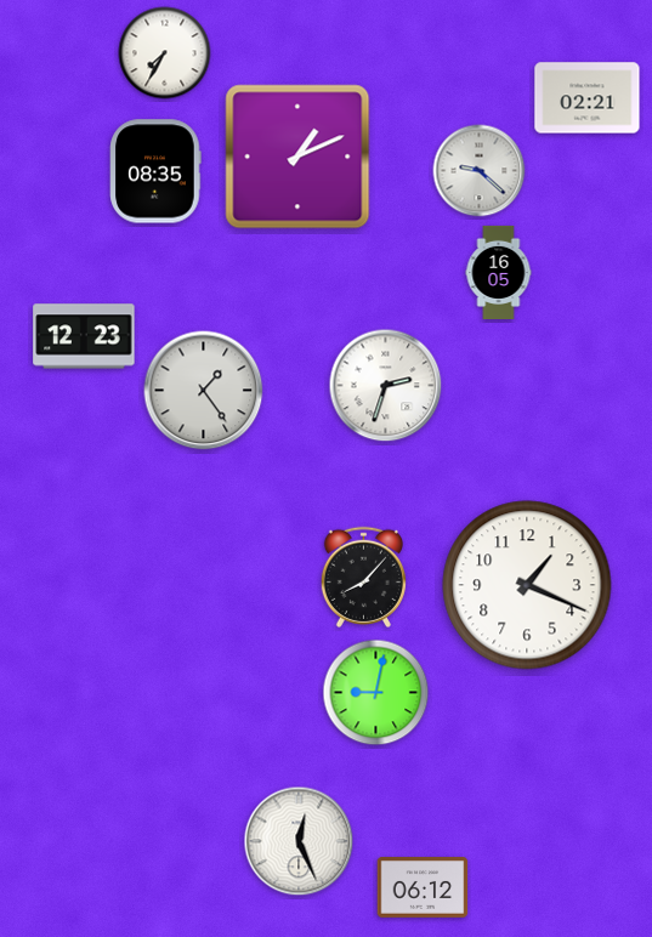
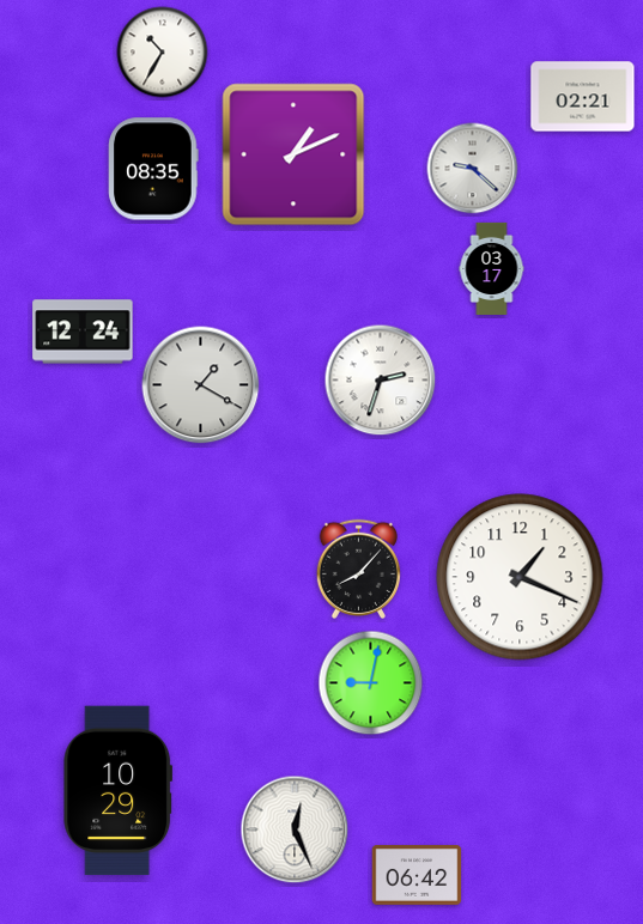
clock at (165, 53): 7:35 -> 10:35
clock at (588, 98) position: (588, 98) -> (583, 97)
clock at (499, 272): 16:05 -> 03:17
clock at (84, 336): 12:23 -> 12:24
clock at (204, 391): 1:24 -> 1:20
clock at (119, 791): none -> 10:29
clock at (423, 888): 06:12 -> 06:42
